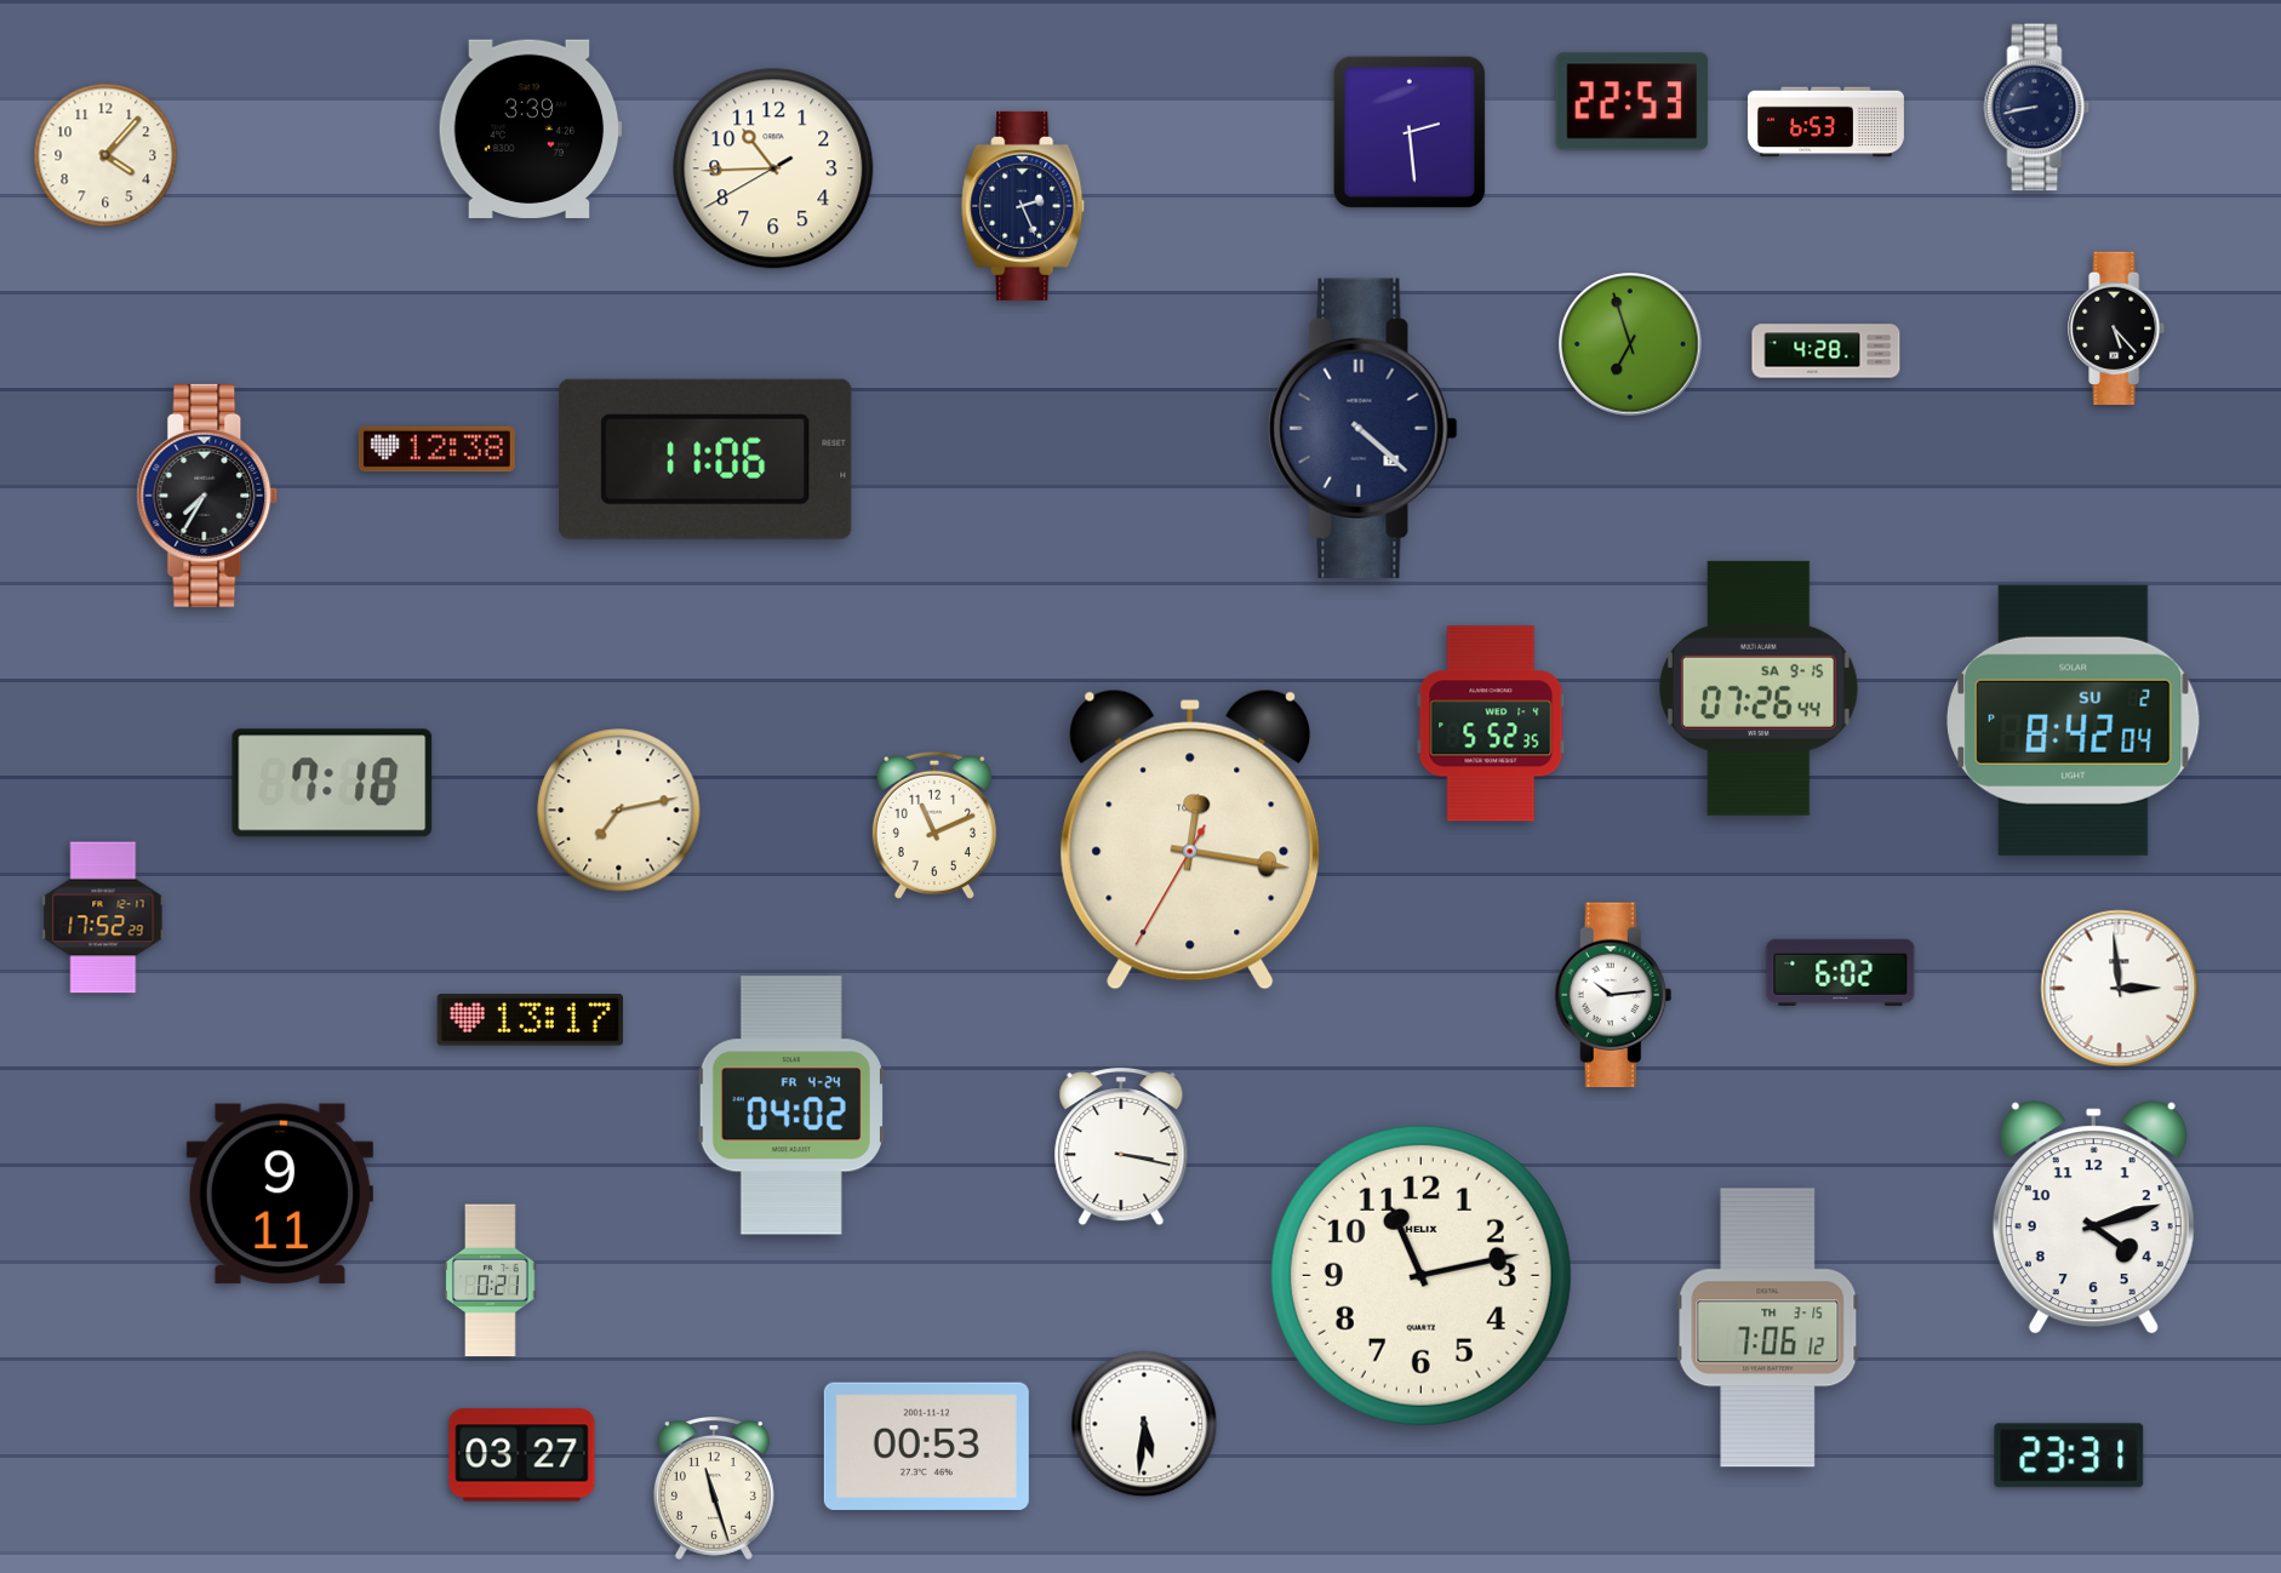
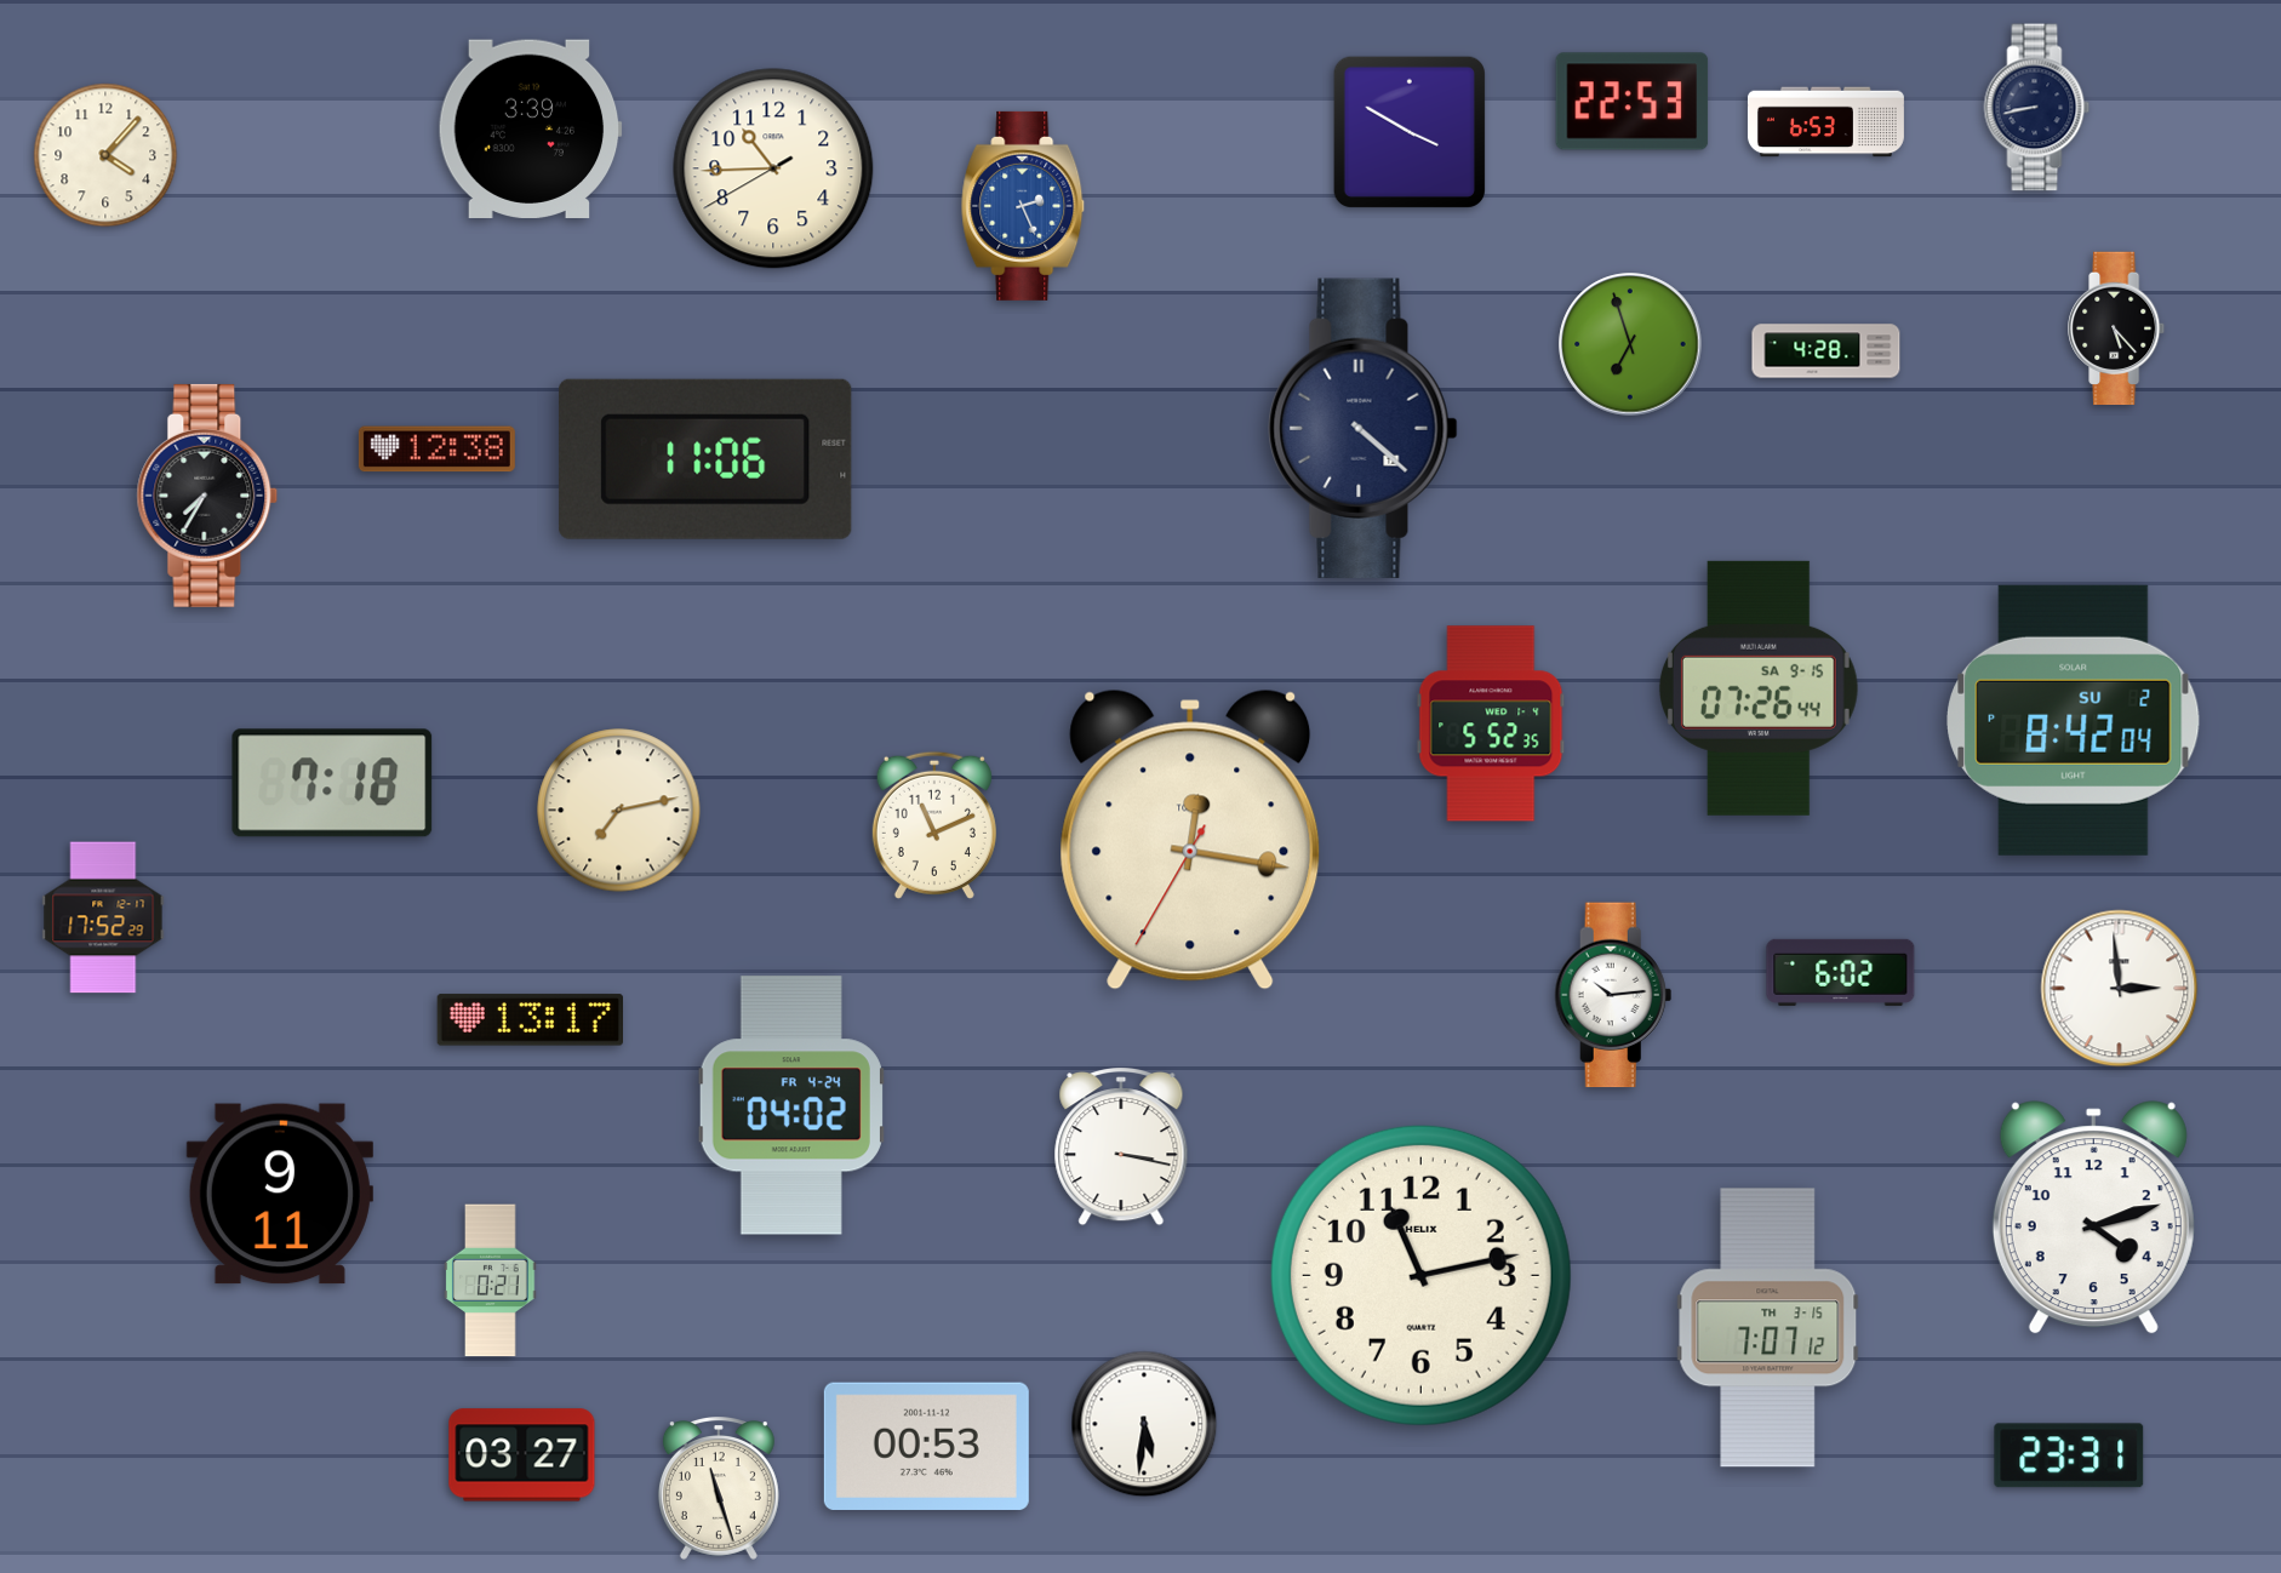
clock at (1410, 132): 2:29 -> 3:50
clock at (1024, 206) dial: navy -> blue
clock at (1768, 1328): 7:06 -> 7:07
clock at (714, 1489) position: (714, 1489) -> (719, 1489)
